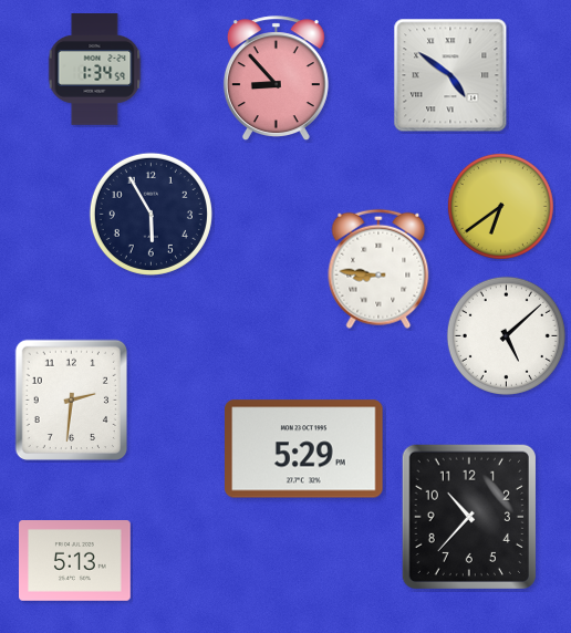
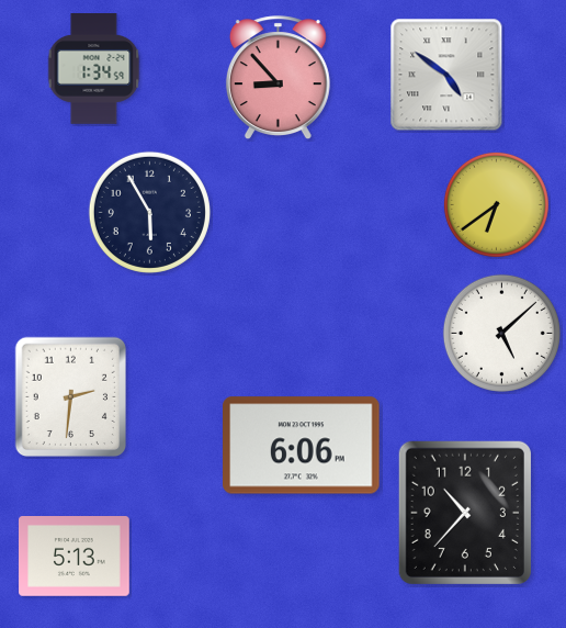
clock at (276, 77) position: (276, 77) -> (278, 77)
clock at (378, 269): 8:46 -> none
clock at (304, 449): 5:29 -> 6:06
